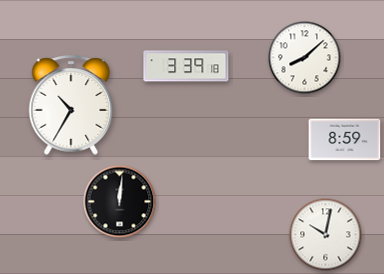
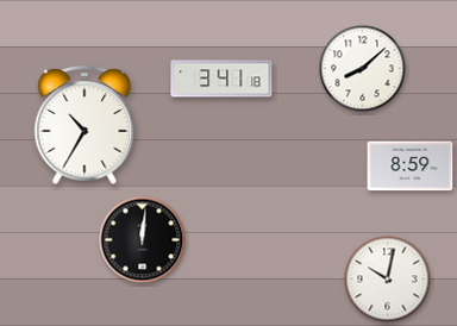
clock at (186, 66): 3:39 -> 3:41
